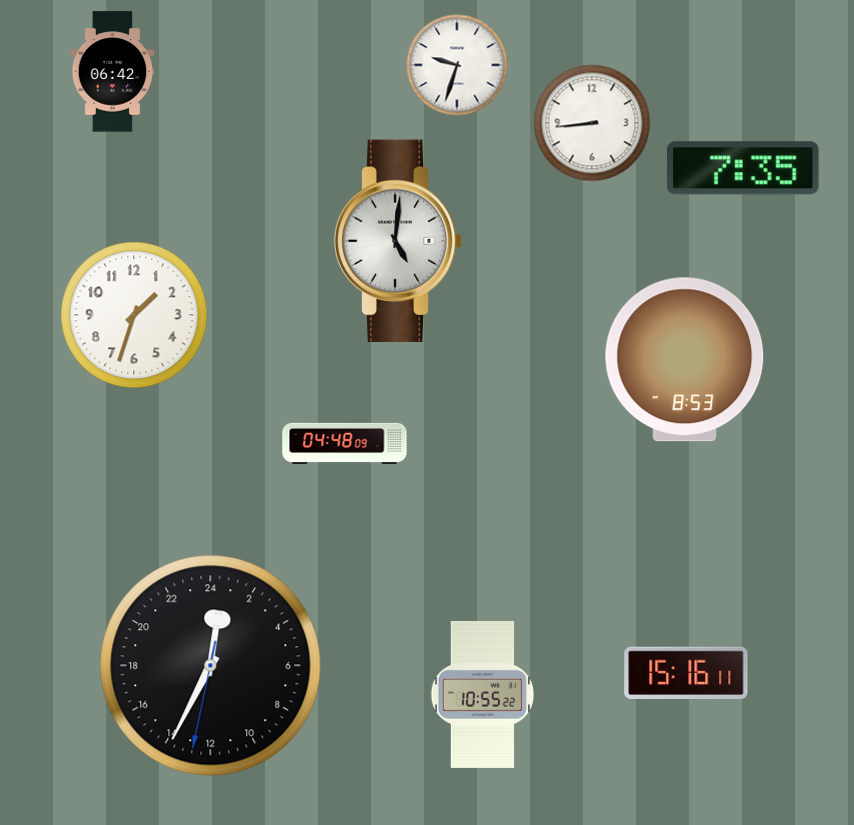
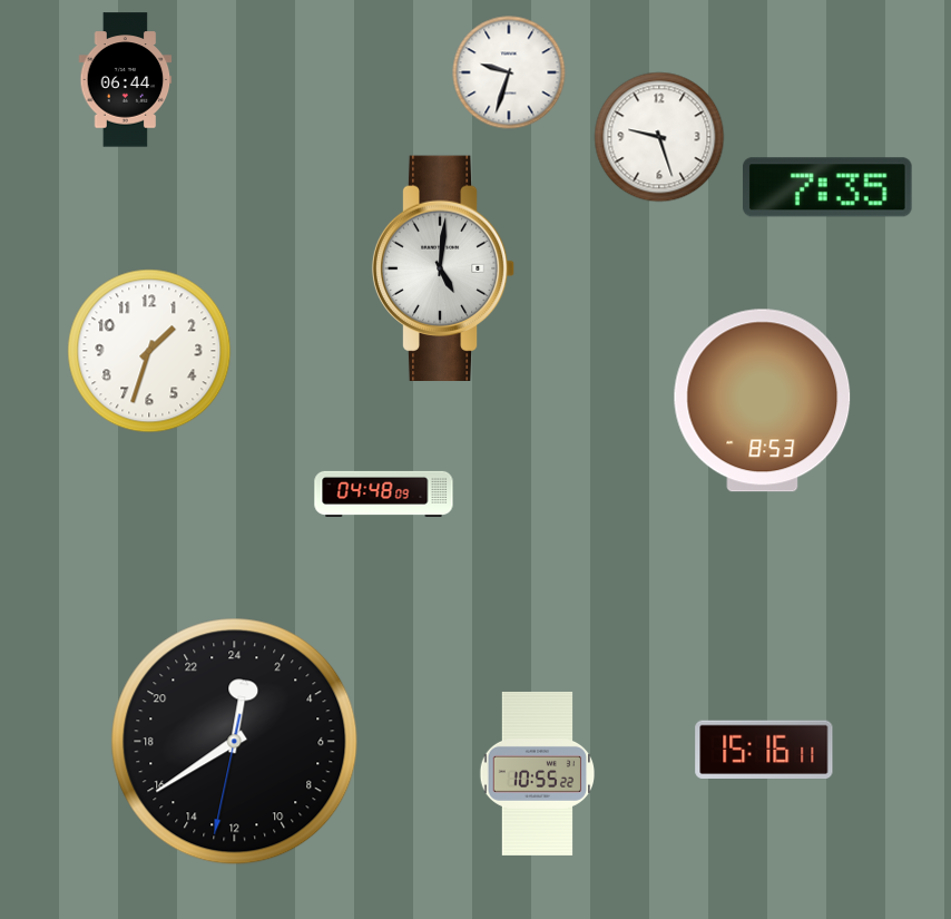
clock at (113, 72): 06:42 -> 06:44
clock at (592, 123): 8:44 -> 9:27
clock at (211, 666): 0:34 -> 0:39
